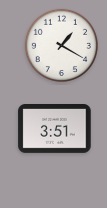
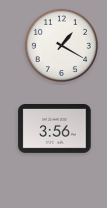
clock at (55, 129): 3:51 -> 3:56
